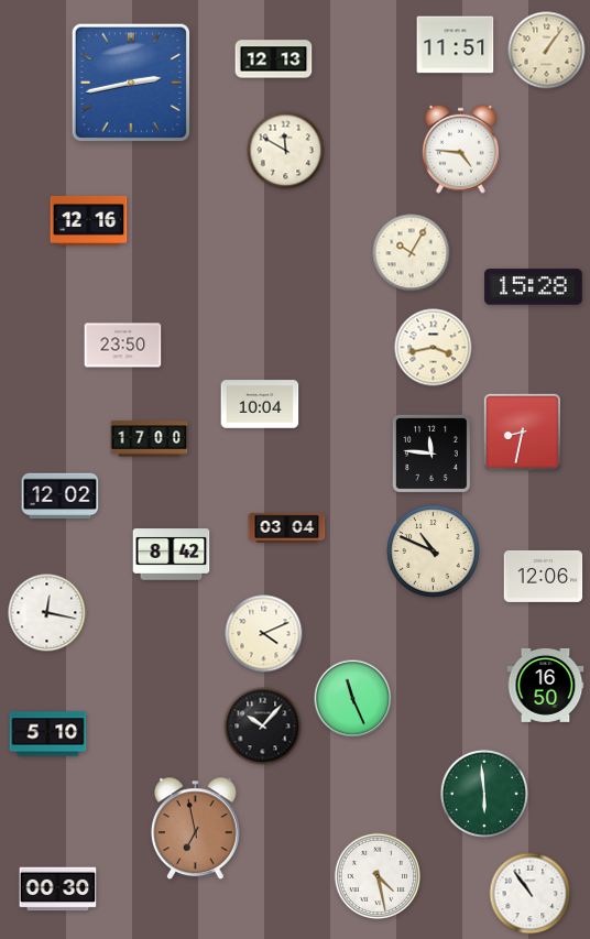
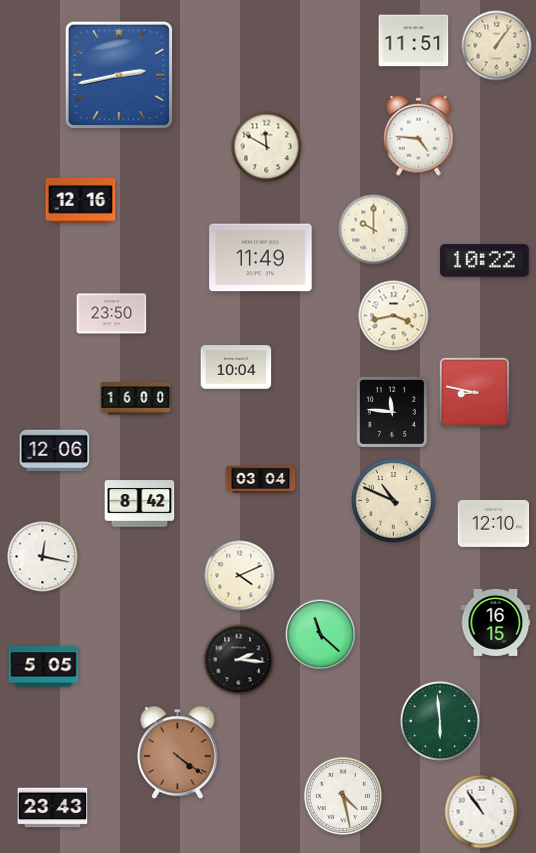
clock at (274, 59): 12:13 -> none
clock at (286, 151) position: (286, 151) -> (267, 147)
clock at (412, 253): 10:05 -> 10:00
clock at (261, 258): none -> 11:49
clock at (534, 287): 15:28 -> 10:22
clock at (522, 432): 8:32 -> 8:47
clock at (150, 439): 17:00 -> 16:00
clock at (61, 496): 12:02 -> 12:06
clock at (172, 555) position: (172, 555) -> (140, 504)
clock at (544, 576): 12:06 -> 12:10
clock at (546, 685): 16:50 -> 16:15
clock at (353, 699): 11:26 -> 11:22
clock at (263, 727): 10:07 -> 2:16
clock at (48, 734): 5:10 -> 5:05
clock at (196, 829): 6:58 -> 4:21
clock at (58, 889): 00:30 -> 23:43
